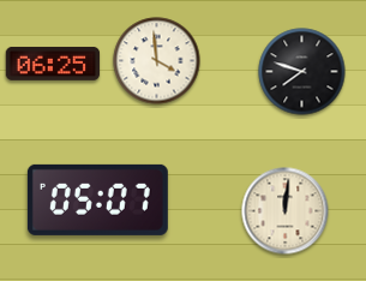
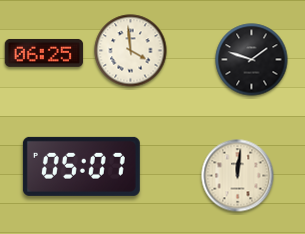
clock at (302, 72): 7:48 -> 1:48
